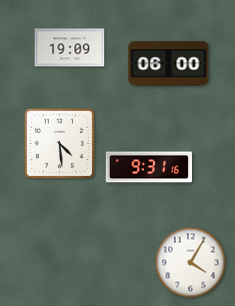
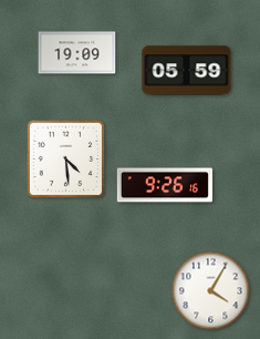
clock at (169, 64): 06:00 -> 05:59
clock at (148, 167): 9:31 -> 9:26
